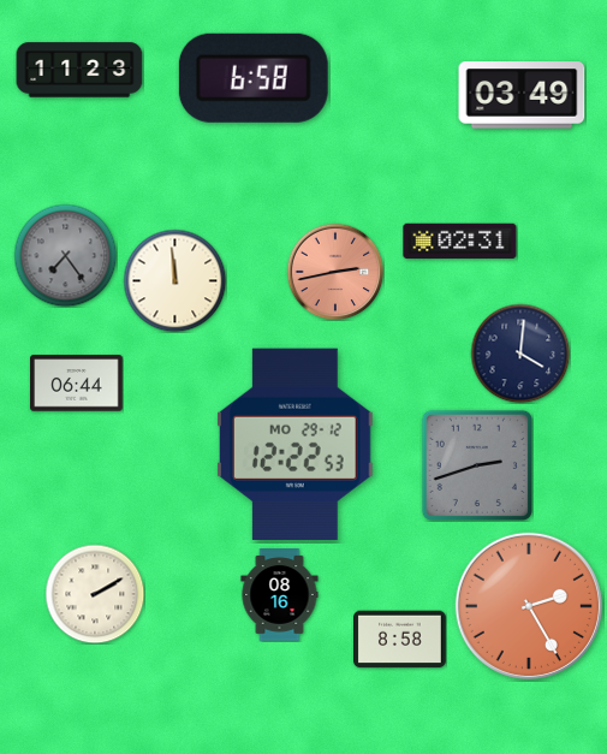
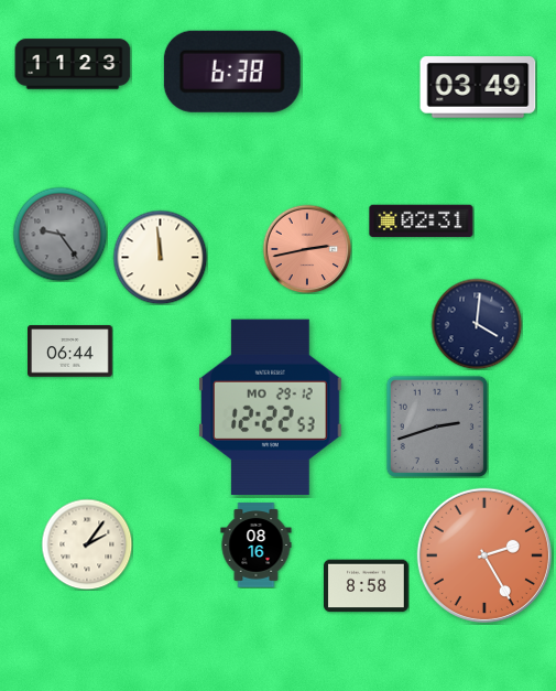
clock at (254, 78): 6:58 -> 6:38
clock at (65, 255): 7:24 -> 9:24
clock at (95, 594): 2:10 -> 2:06
